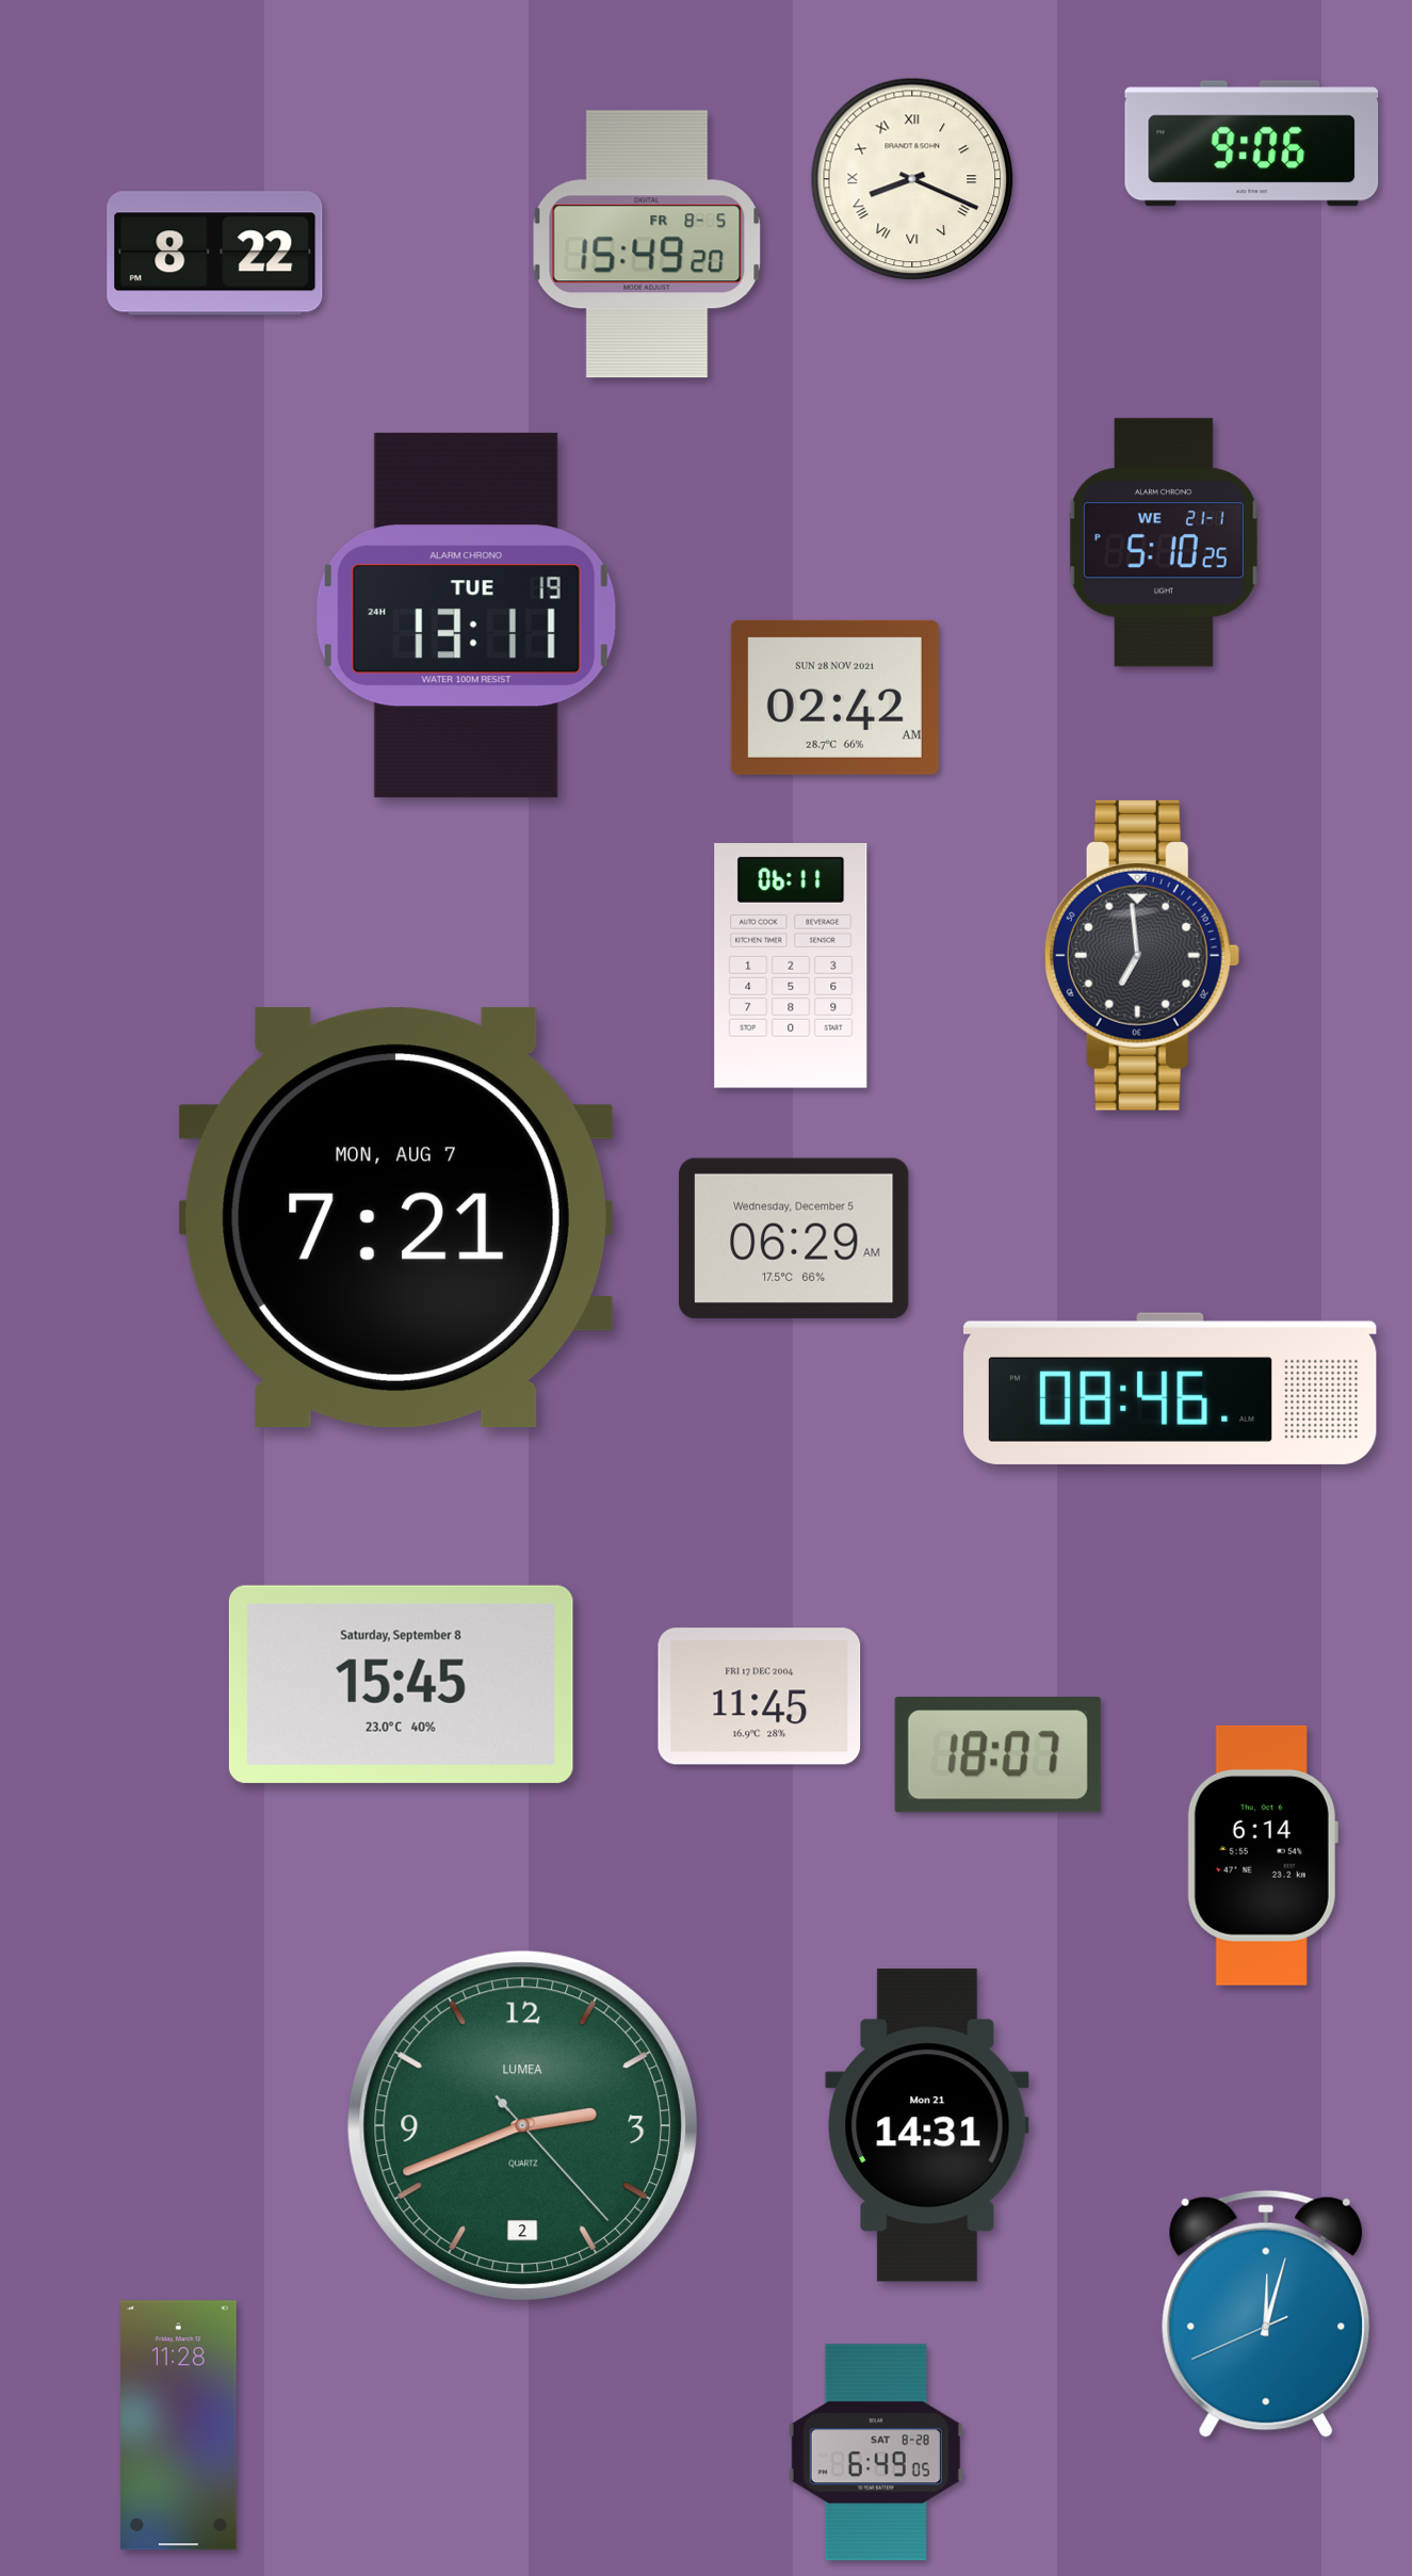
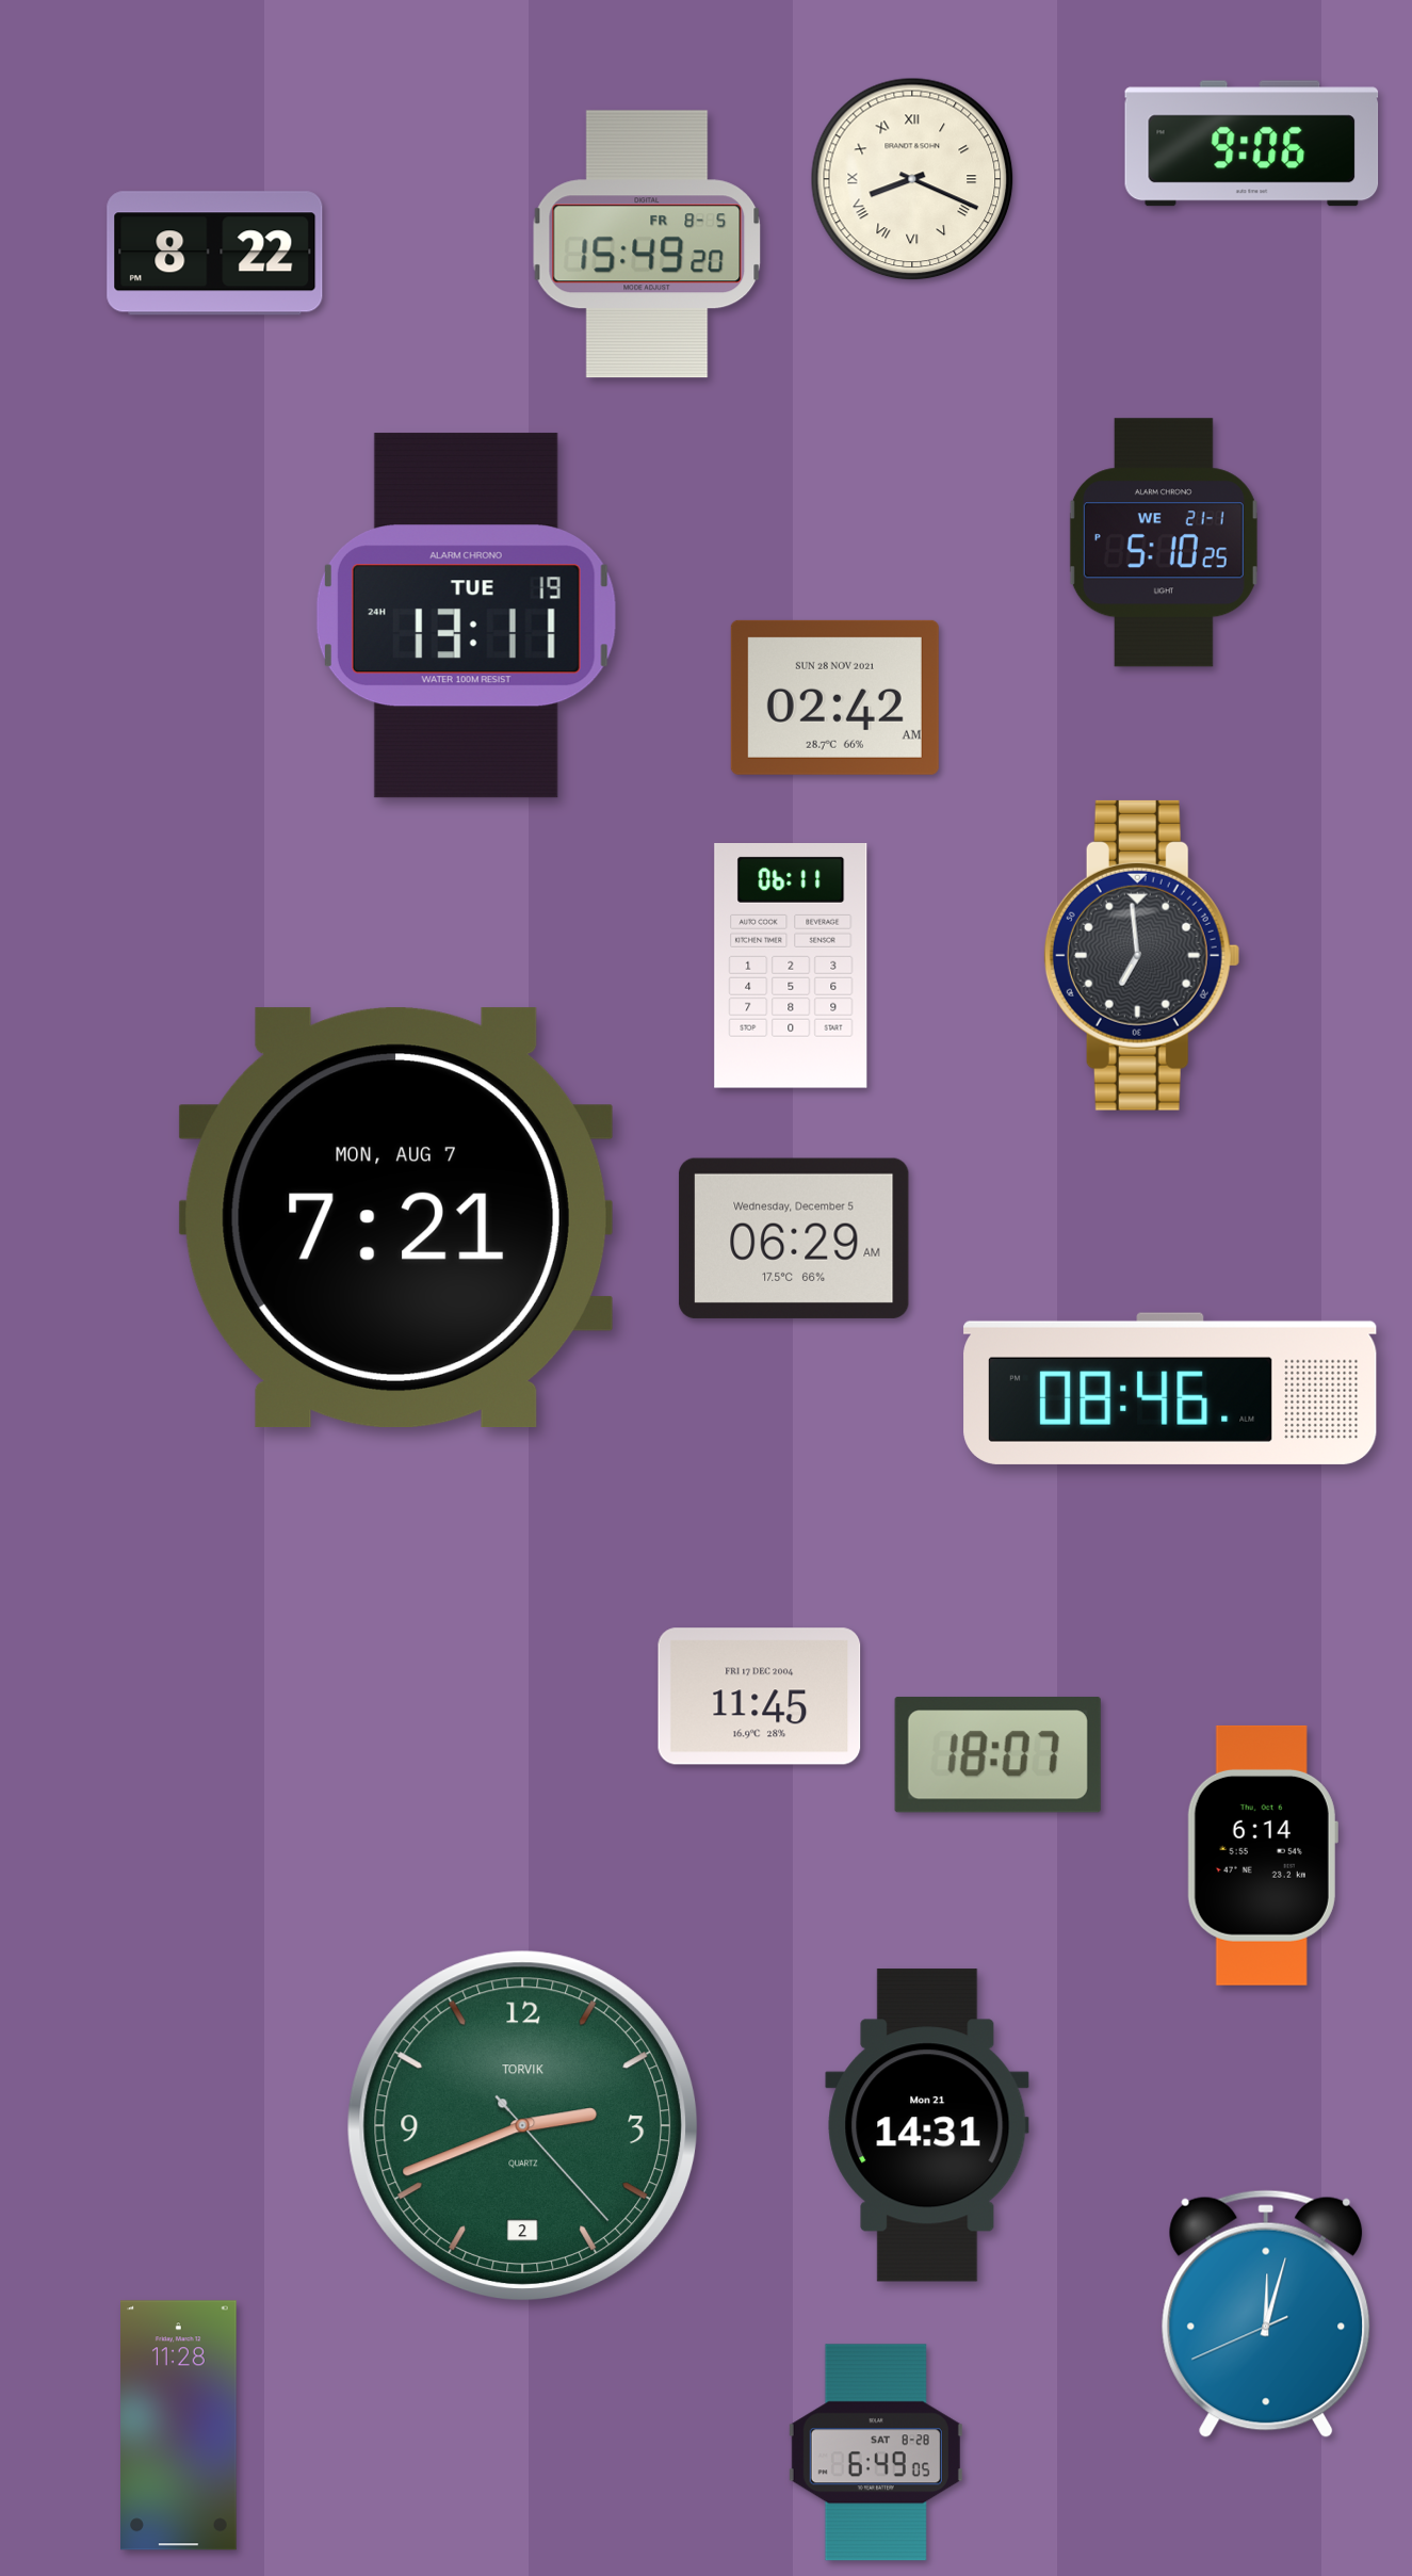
clock at (401, 1684): 15:45 -> none
clock at (523, 2126) brand: LUMEA -> TORVIK
